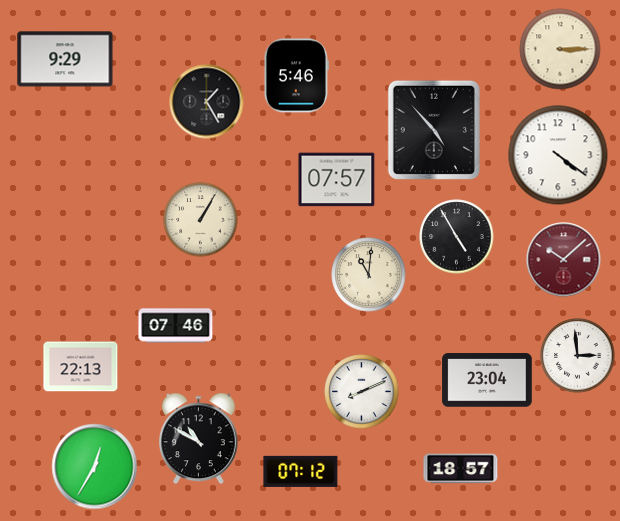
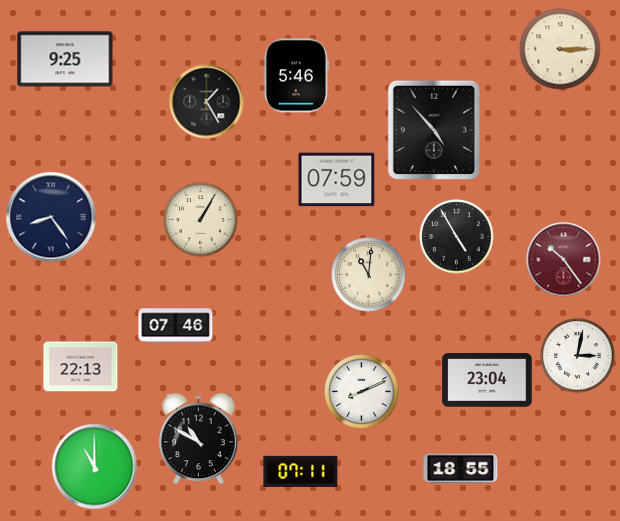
clock at (65, 59): 9:29 -> 9:25
clock at (558, 155): 4:21 -> none
clock at (337, 180): 07:57 -> 07:59
clock at (51, 217): none -> 8:24
clock at (564, 260): 10:08 -> 10:24
clock at (578, 356): 2:59 -> 3:02
clock at (95, 467): 12:35 -> 11:00
clock at (461, 469): 18:57 -> 18:55
clock at (301, 471): 07:12 -> 07:11
